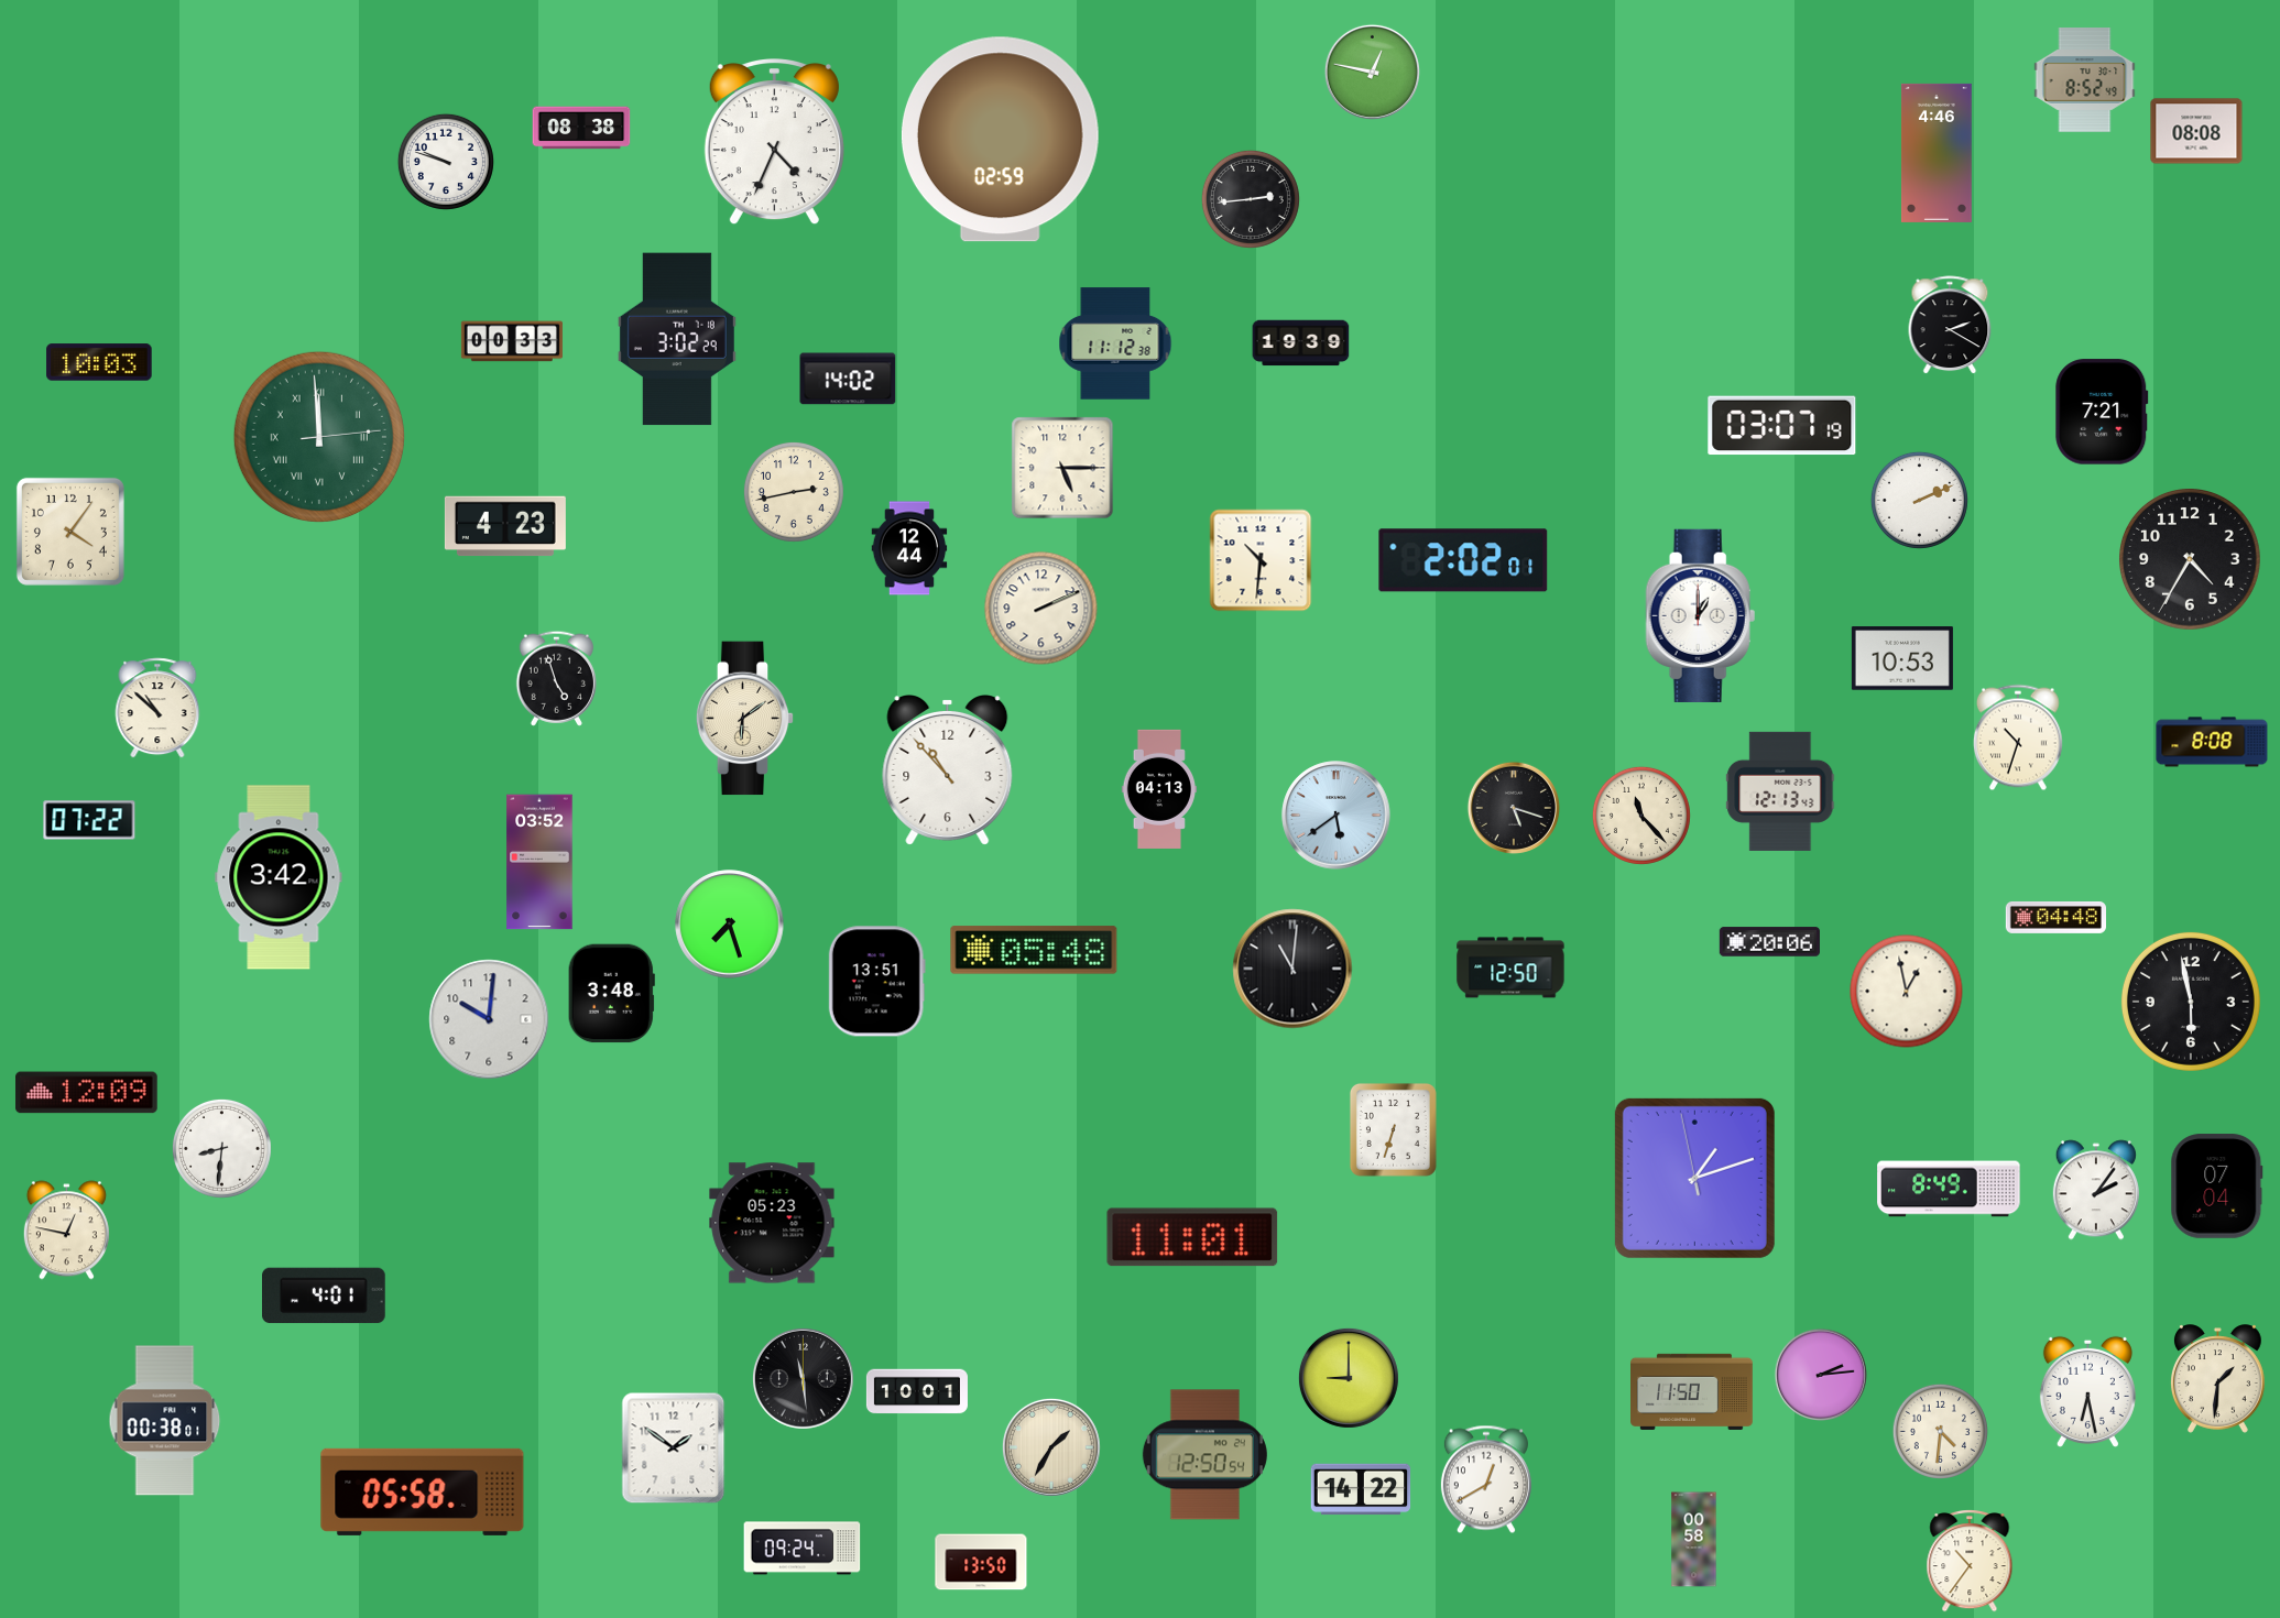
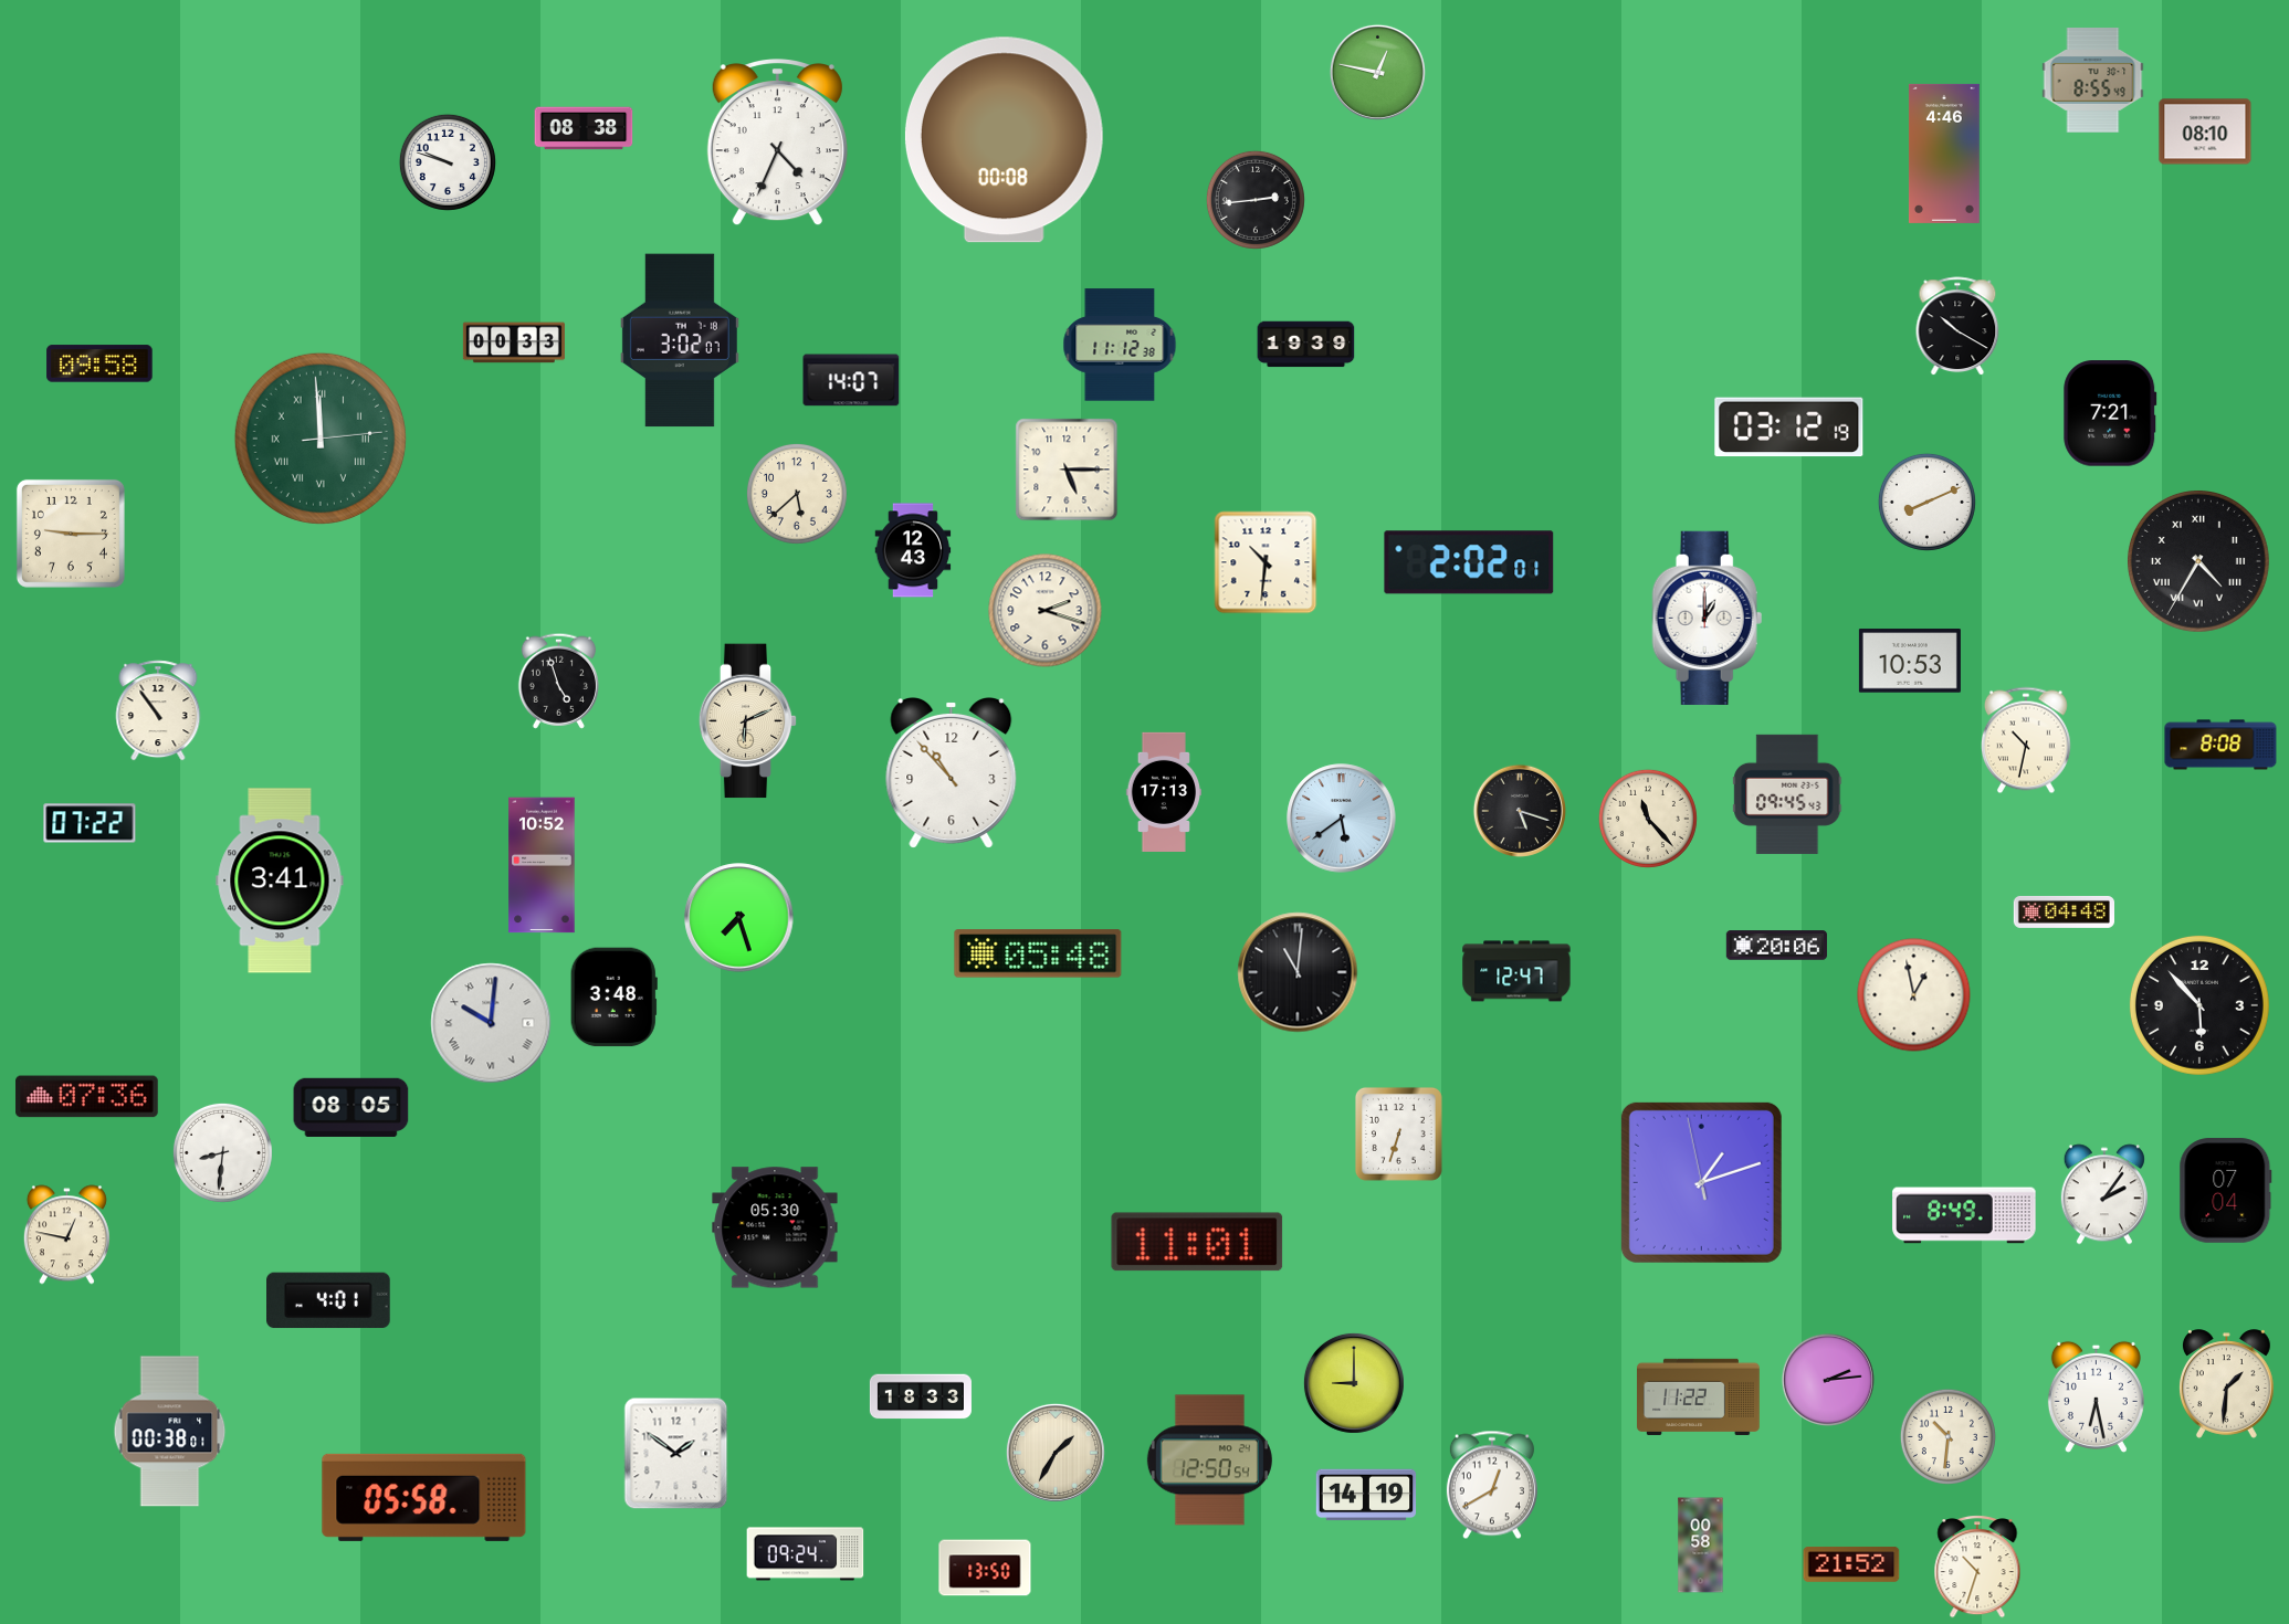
clock at (2085, 80): 8:52 -> 8:55
clock at (2196, 131): 08:08 -> 08:10
clock at (1000, 140): 02:59 -> 00:08
clock at (1950, 326): 2:20 -> 10:20
clock at (677, 339): 3:02:29 -> 3:02:07
clock at (99, 362): 10:03 -> 09:58
clock at (848, 379): 14:02 -> 14:07
clock at (1782, 426): 03:07 -> 03:12
clock at (794, 492): 2:43 -> 5:38
clock at (1919, 500): 2:11 -> 8:11
clock at (505, 526): 4:23 -> none
clock at (70, 532): 4:06 -> 9:15
clock at (909, 548): 12:44 -> 12:43
clock at (2191, 560) numerals: Arabic -> Roman
clock at (1041, 609): 2:11 -> 2:18
clock at (157, 708): 10:52 -> 10:54
clock at (745, 719): 6:09 -> 6:11
clock at (2018, 737): 10:33 -> 10:32
clock at (1159, 789): 04:13 -> 17:13
clock at (1780, 791): 12:13 -> 09:45
clock at (539, 862): 03:52 -> 10:52
clock at (279, 877): 3:42 -> 3:41
clock at (2055, 917) position: (2055, 917) -> (2064, 911)
clock at (730, 925) position: (730, 925) -> (739, 918)
clock at (1510, 967): 12:50 -> 12:47
clock at (876, 982): 13:51 -> none
clock at (2191, 1002): 5:58 -> 5:53
clock at (489, 1019) numerals: Arabic -> Roman
clock at (87, 1093): 12:09 -> 07:36
clock at (351, 1107): none -> 08:05
clock at (1949, 1189) position: (1949, 1189) -> (1964, 1215)
clock at (772, 1223): 05:23 -> 05:30
clock at (325, 1296) position: (325, 1296) -> (329, 1300)
clock at (803, 1378): 11:29 -> none
clock at (917, 1391): 10:01 -> 18:33
clock at (1692, 1391): 11:50 -> 11:22
clock at (165, 1421) position: (165, 1421) -> (170, 1432)
clock at (1940, 1431): 4:31 -> 10:31
clock at (1361, 1489): 14:22 -> 14:19
clock at (1851, 1564): none -> 21:52
clock at (1970, 1562): 10:36 -> 10:33
